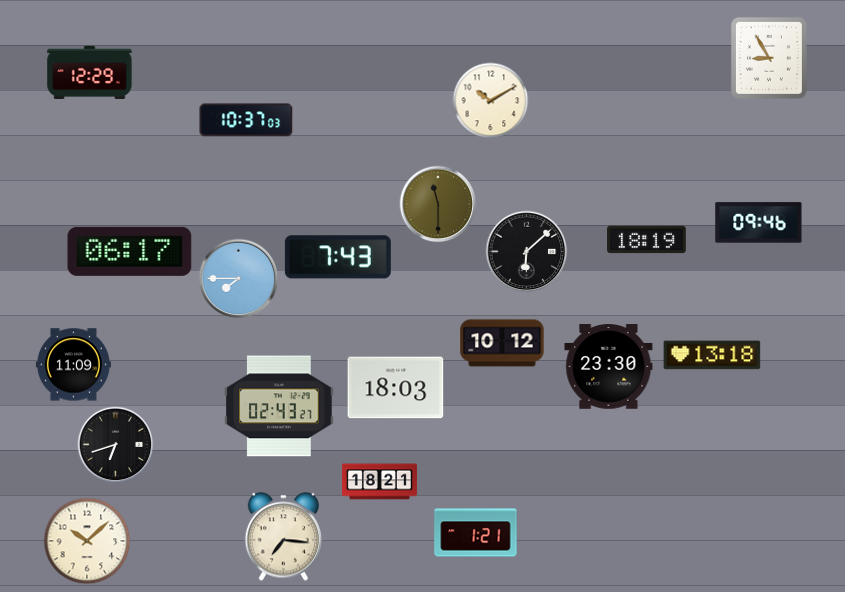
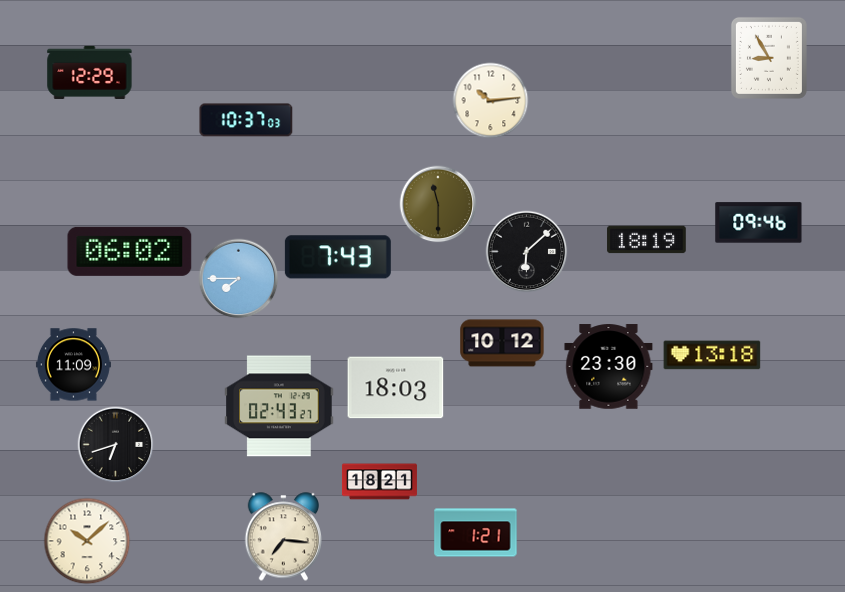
clock at (491, 101): 10:10 -> 10:14
clock at (130, 251): 06:17 -> 06:02
